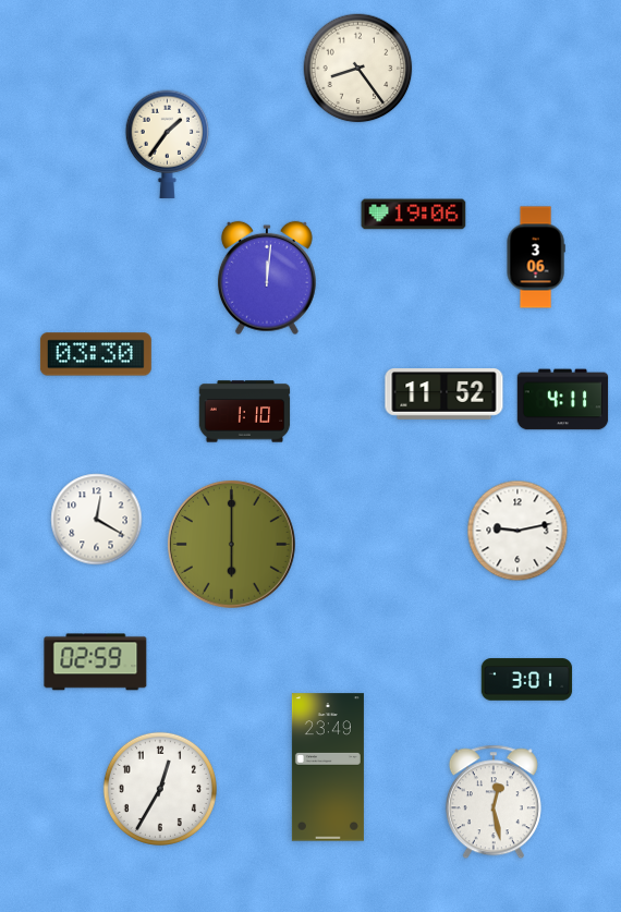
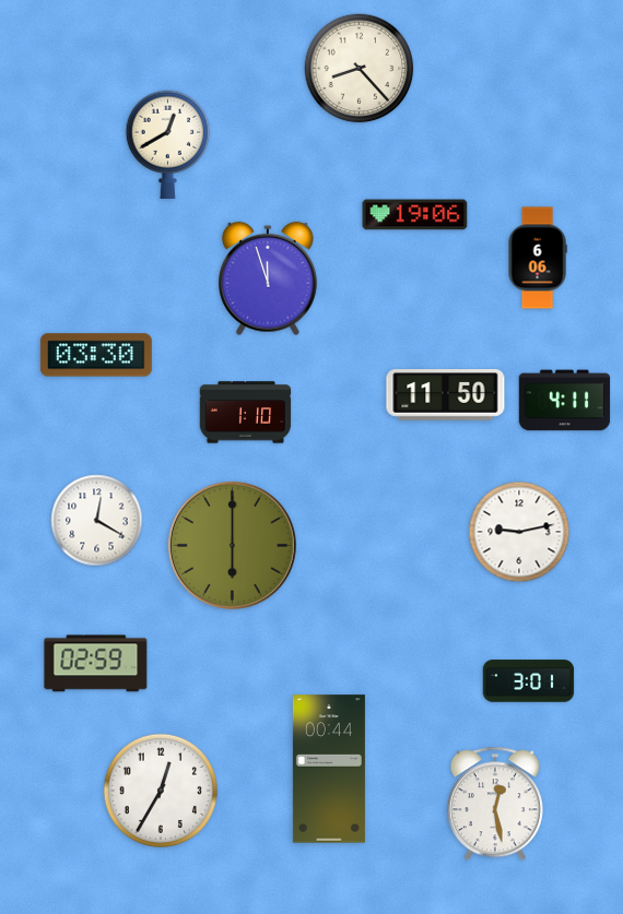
clock at (358, 69): 8:24 -> 8:23
clock at (168, 145): 1:36 -> 12:40
clock at (536, 257): 3:06 -> 6:06
clock at (267, 278): 12:01 -> 11:57
clock at (445, 394): 11:52 -> 11:50
clock at (328, 767): 23:49 -> 00:44
